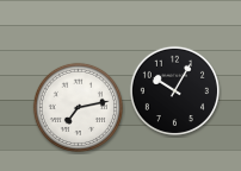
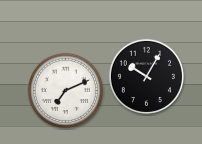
clock at (78, 107): 7:13 -> 7:11
